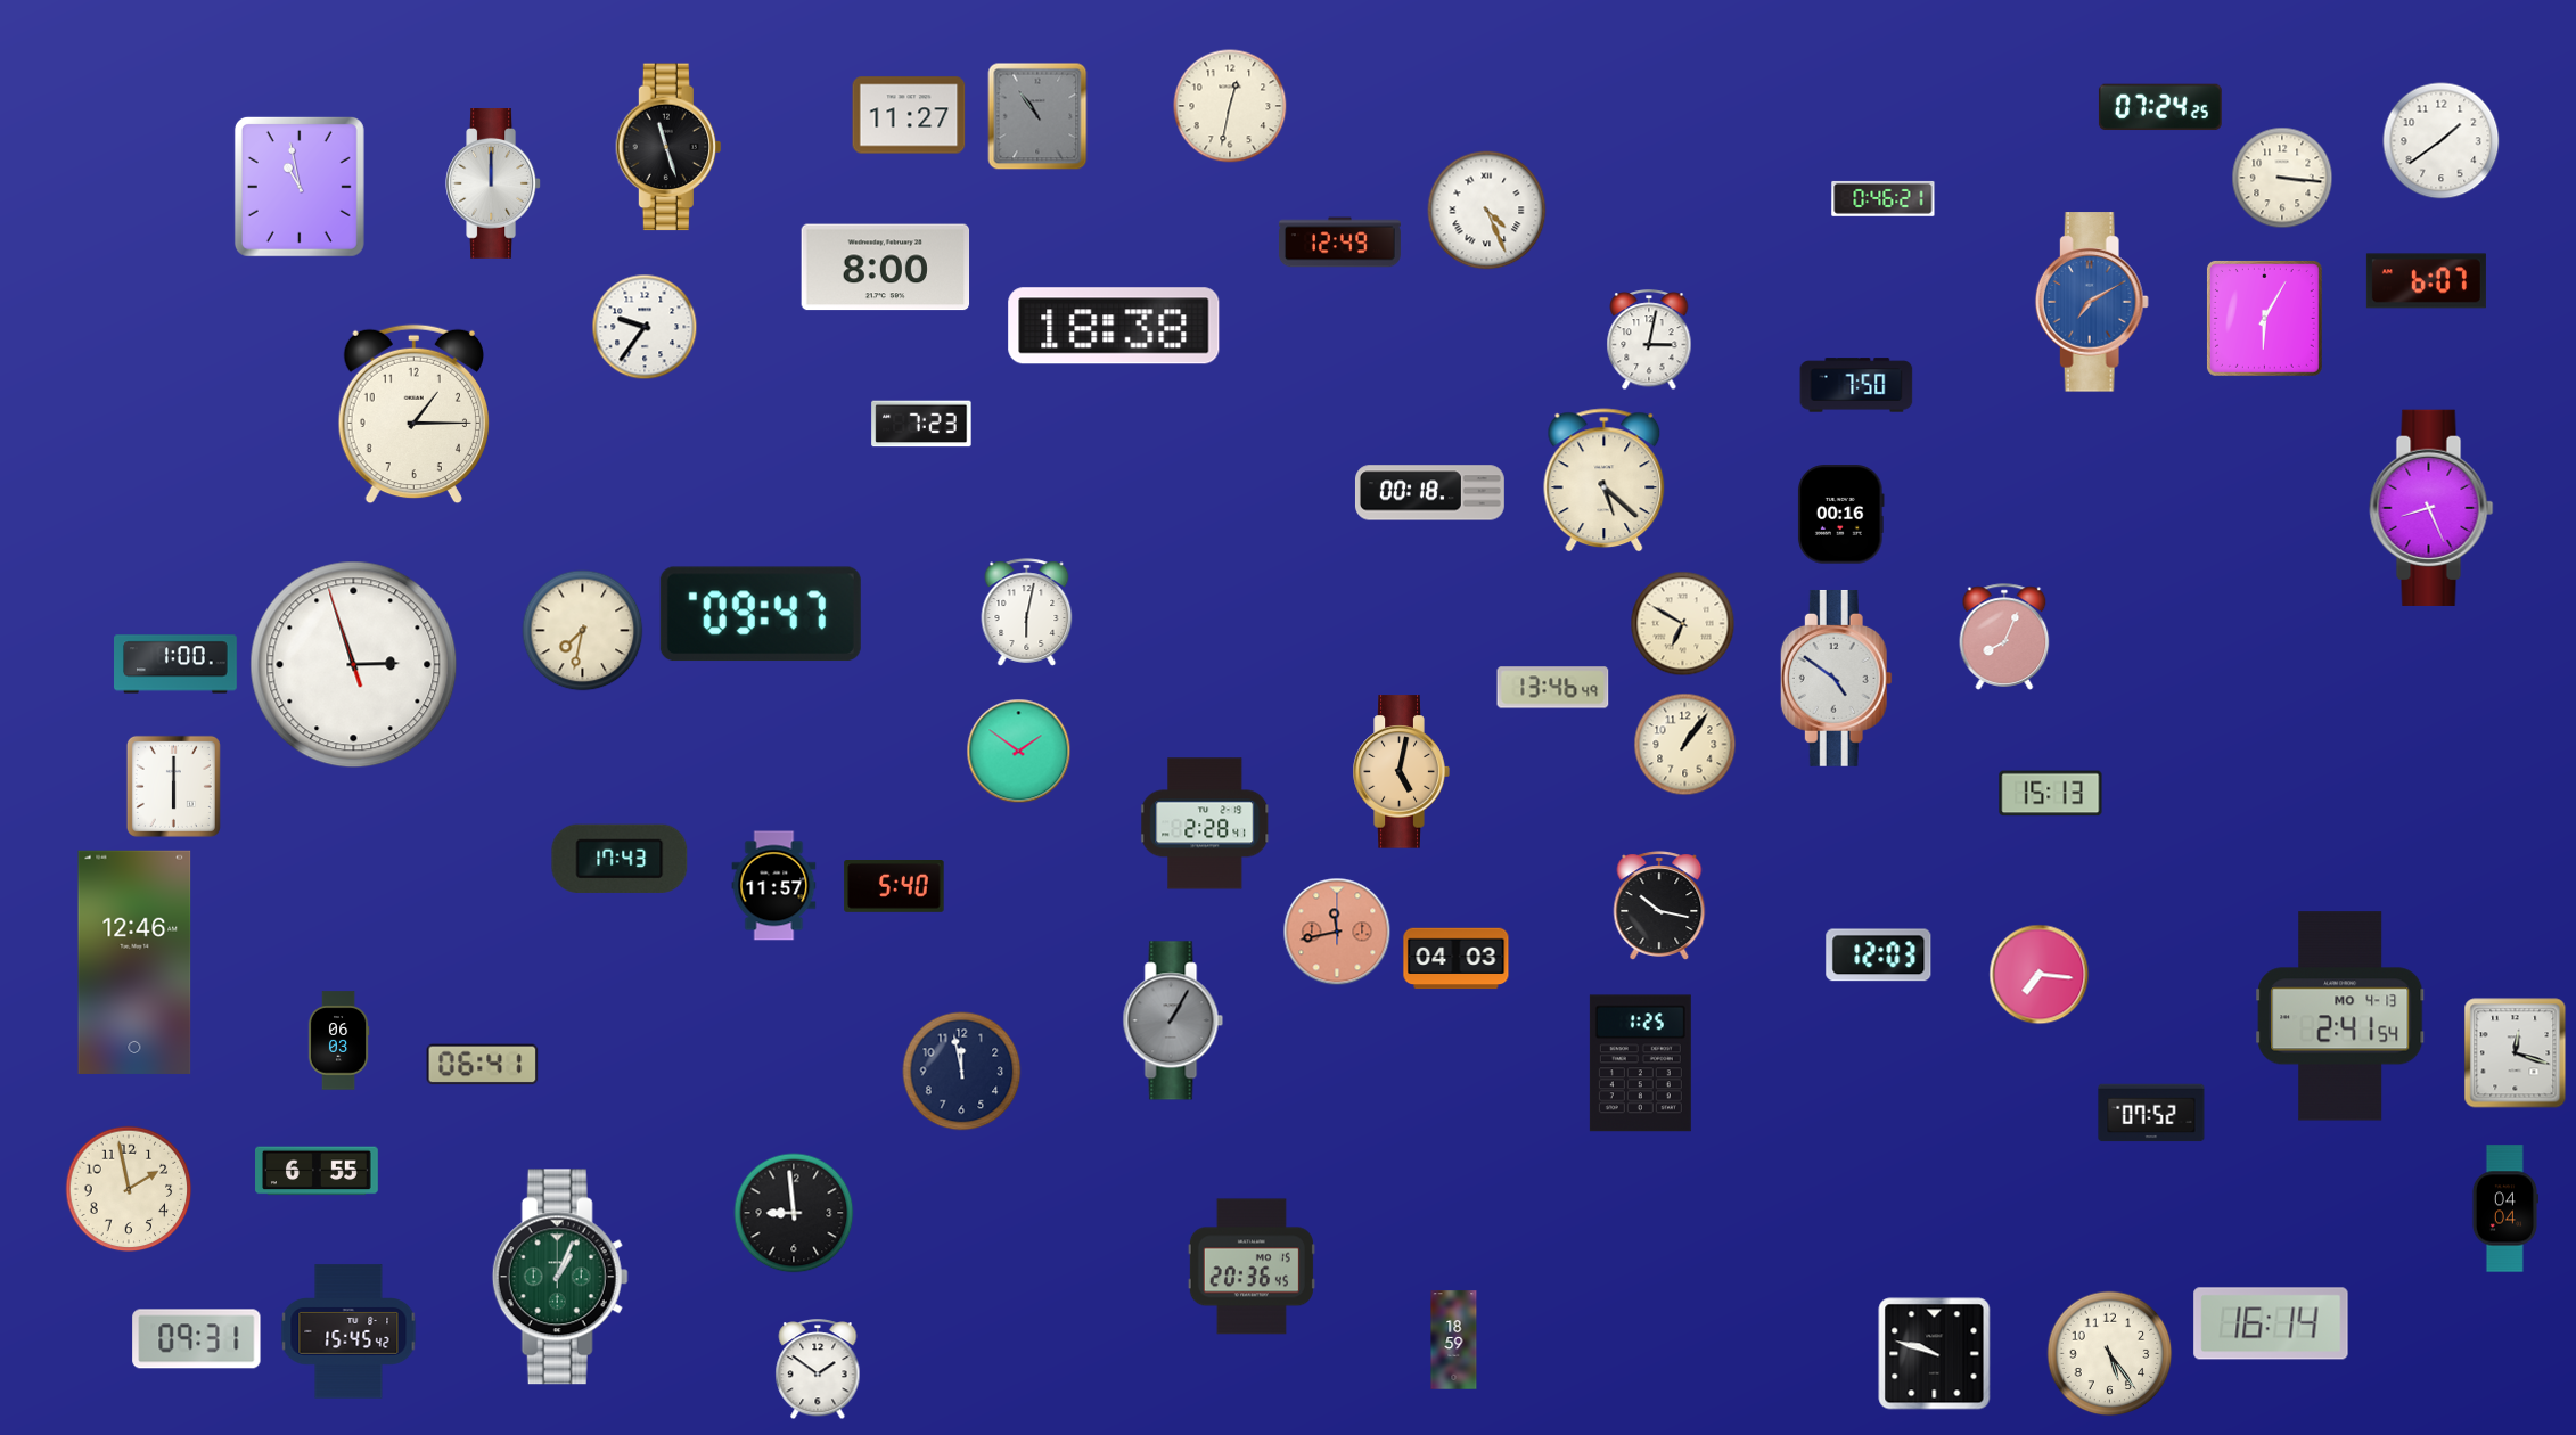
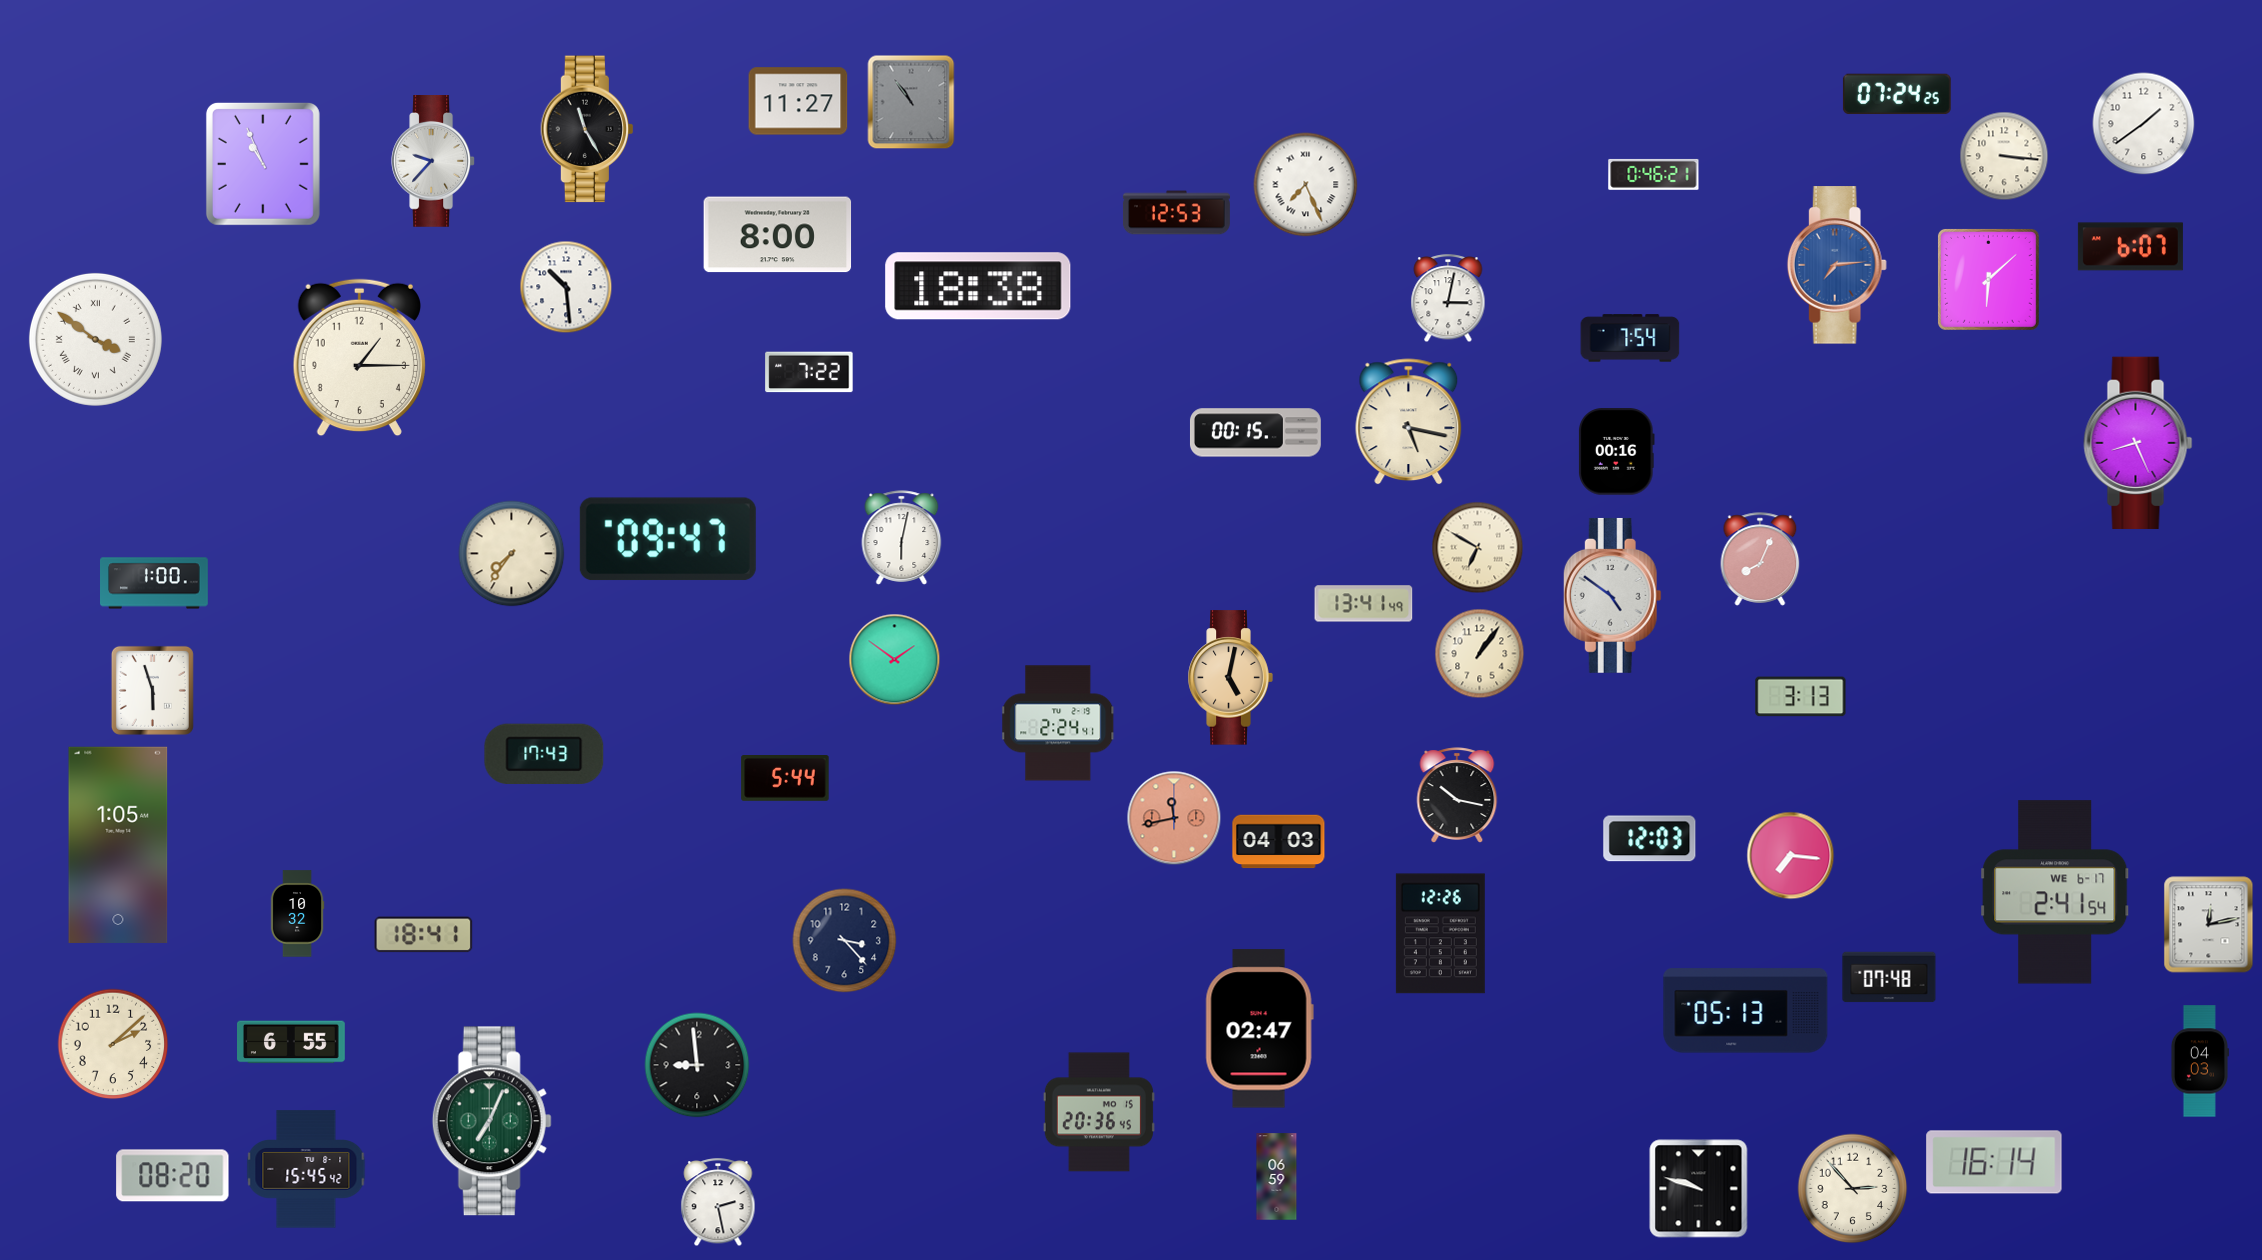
clock at (1230, 106): 12:32 -> none
clock at (668, 147): 11:27 -> 11:25
clock at (493, 184): 12:00 -> 9:37
clock at (300, 187): 10:58 -> 10:56
clock at (1487, 211): 4:26 -> 7:26
clock at (1339, 243): 12:49 -> 12:53
clock at (2092, 302): 7:10 -> 7:14
clock at (2264, 318): 6:05 -> 6:08
clock at (645, 327): 9:36 -> 10:29
clock at (1856, 385): 7:50 -> 7:54
clock at (95, 339): none -> 3:51
clock at (413, 415) position: (413, 415) -> (359, 358)
clock at (921, 424): 7:23 -> 7:22
clock at (1605, 481): 5:22 -> 5:17
clock at (1429, 493): 00:18 -> 00:15
clock at (2431, 508) position: (2431, 508) -> (2138, 443)
clock at (583, 631): 7:32 -> 7:36
clock at (354, 665): 2:56 -> none
clock at (1553, 688): 13:46 -> 13:41
clock at (173, 786): 6:00 -> 5:57
clock at (2051, 794): 15:13 -> 3:13
clock at (1206, 823): 2:28 -> 2:24
clock at (774, 886): 11:57 -> none
clock at (894, 887): 5:40 -> 5:44
clock at (134, 962): 12:46 -> 1:05
clock at (2340, 1016) date: MO 4-13 -> WE 6-17
clock at (1173, 1020): 1:05 -> none
clock at (338, 1041): 06:03 -> 10:32
clock at (2516, 1053): 12:18 -> 12:13
clock at (1640, 1064): 1:25 -> 12:26
clock at (483, 1065): 06:41 -> 18:41
clock at (962, 1072): 11:58 -> 3:23
clock at (2151, 1113): 07:52 -> 07:48
clock at (1746, 1011): none -> 05:13
clock at (318, 1171) position: (318, 1171) -> (292, 1042)
clock at (1259, 1029): none -> 02:47
clock at (129, 1189): 1:58 -> 2:08
clock at (2504, 1208): 04:04 -> 04:03
clock at (560, 1277): 1:04 -> 7:04
clock at (197, 1339): 09:31 -> 08:20
clock at (1454, 1340): 18:59 -> 06:59
clock at (2110, 1354): 5:24 -> 2:53
clock at (818, 1370): 1:51 -> 2:28
